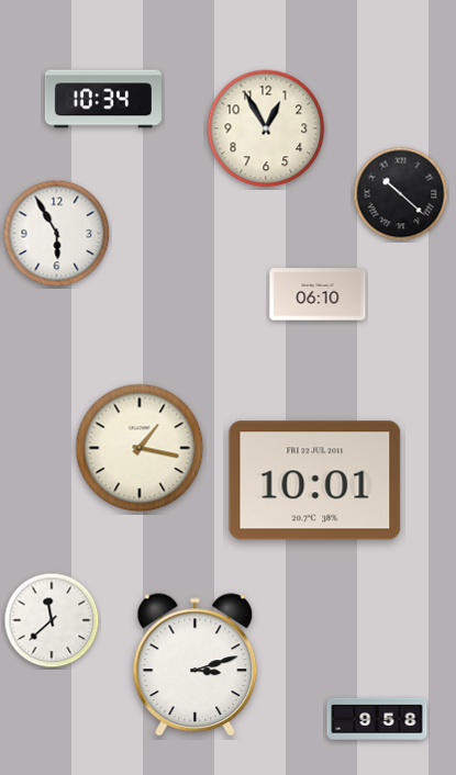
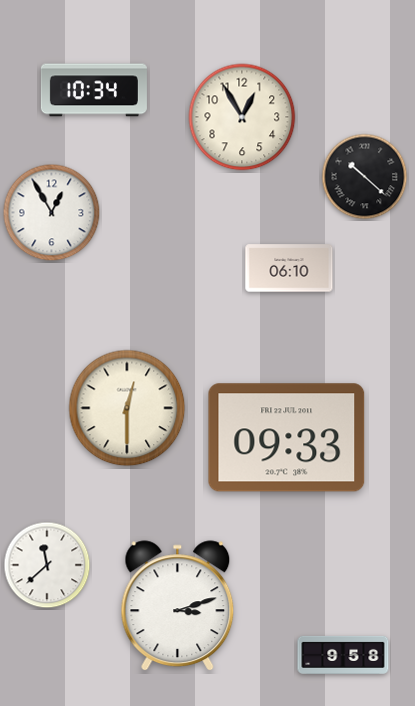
clock at (57, 234): 5:55 -> 12:55
clock at (140, 448): 1:17 -> 12:30
clock at (315, 481): 10:01 -> 09:33
